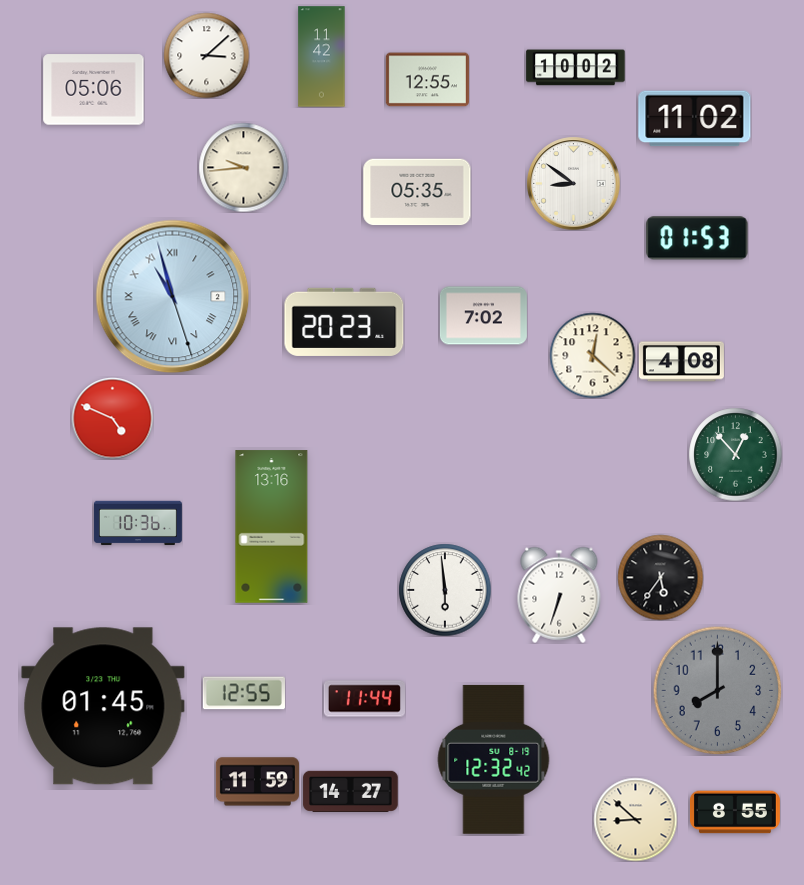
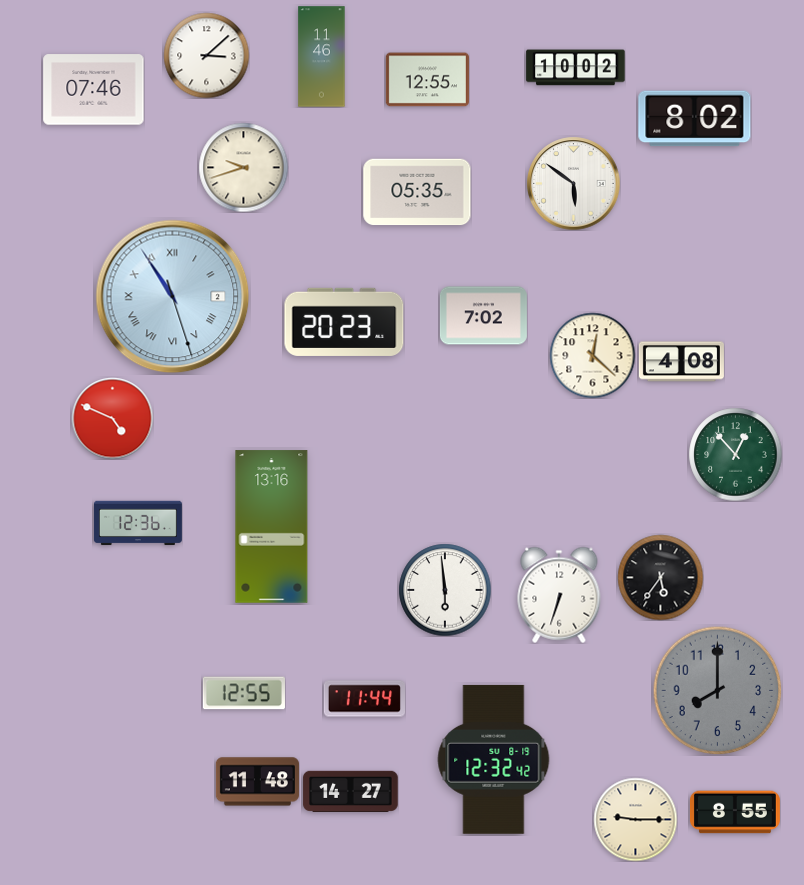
clock at (322, 57): 11:42 -> 11:46
clock at (94, 90): 05:06 -> 07:46
clock at (695, 119): 11:02 -> 8:02
clock at (243, 167): 9:44 -> 9:42
clock at (573, 183): 8:51 -> 5:51
clock at (697, 238): 01:53 -> none
clock at (173, 297): 10:57 -> 10:54
clock at (138, 523): 10:36 -> 12:36
clock at (103, 706): 01:45 -> none
clock at (257, 782): 11:59 -> 11:48
clock at (635, 819): 8:52 -> 9:15
